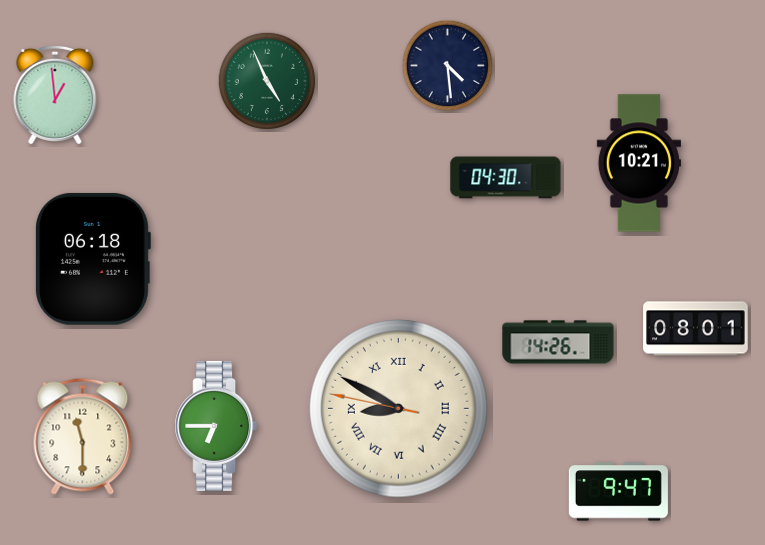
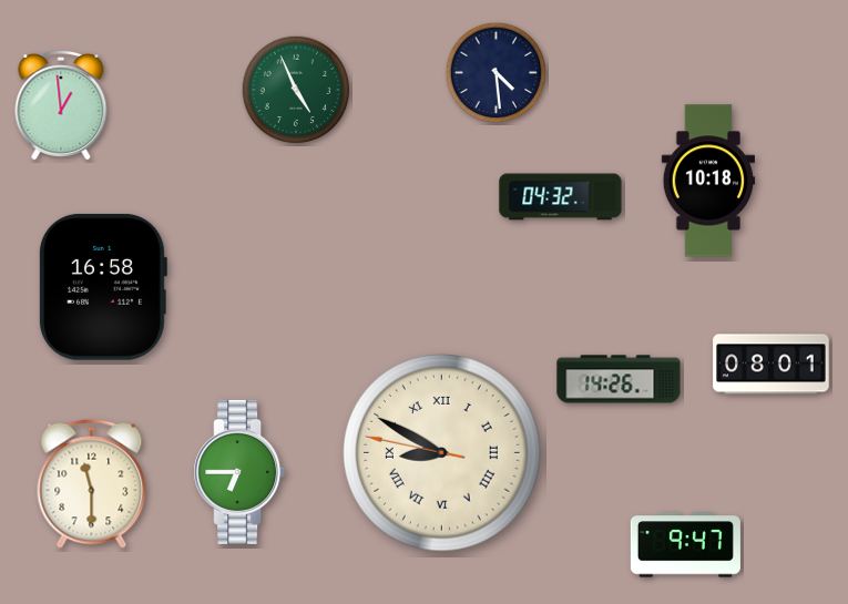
clock at (638, 163): 10:21 -> 10:18
clock at (506, 178): 04:30 -> 04:32
clock at (92, 259): 06:18 -> 16:58
